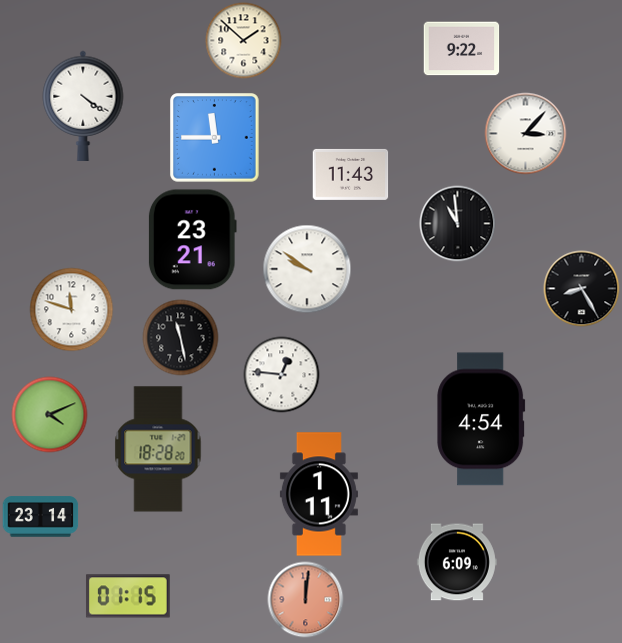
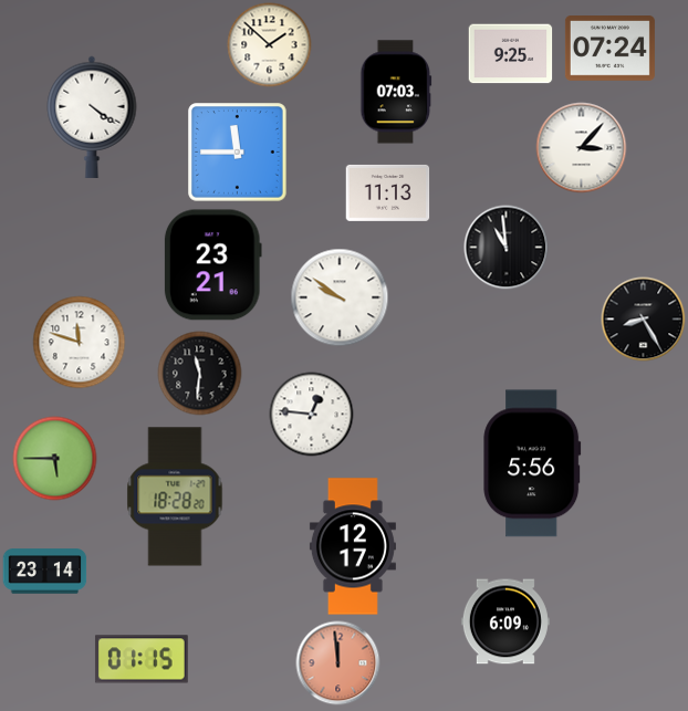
clock at (609, 49): none -> 07:24
clock at (462, 49): 9:22 -> 9:25
clock at (396, 92): none -> 07:03
clock at (351, 174): 11:43 -> 11:13
clock at (181, 338): 11:28 -> 11:31
clock at (50, 415): 4:11 -> 5:45
clock at (481, 419): 4:54 -> 5:56
clock at (319, 494): 1:11 -> 12:17
clock at (306, 600): 12:01 -> 11:59
